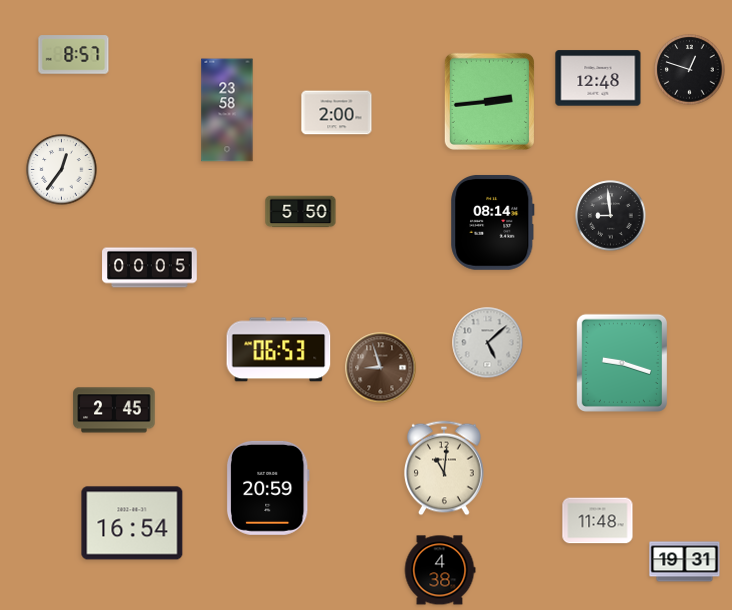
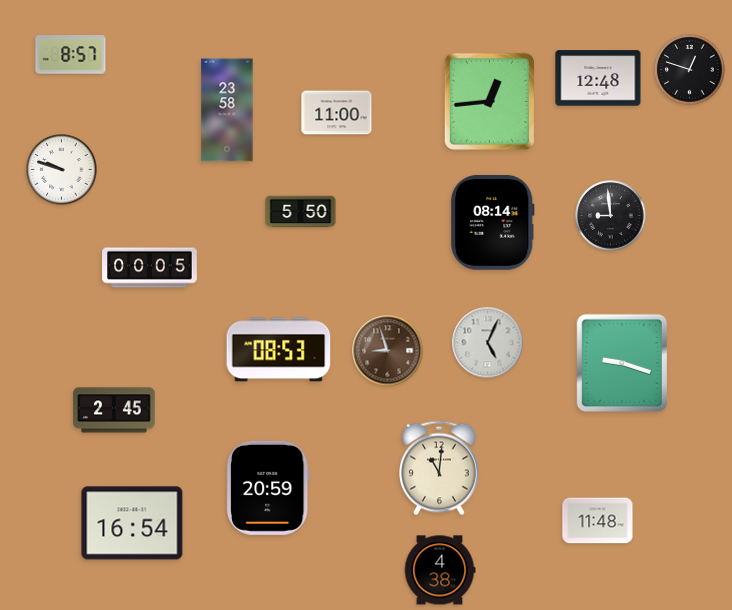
clock at (74, 55) position: (74, 55) -> (71, 55)
clock at (489, 101): 2:44 -> 12:44
clock at (337, 113): 2:00 -> 11:00
clock at (62, 170): 12:36 -> 9:48
clock at (488, 343): 5:08 -> 5:04
clock at (279, 350): 06:53 -> 08:53
clock at (381, 368) position: (381, 368) -> (388, 351)
clock at (445, 468) position: (445, 468) -> (440, 468)
clock at (685, 562): 19:31 -> none
